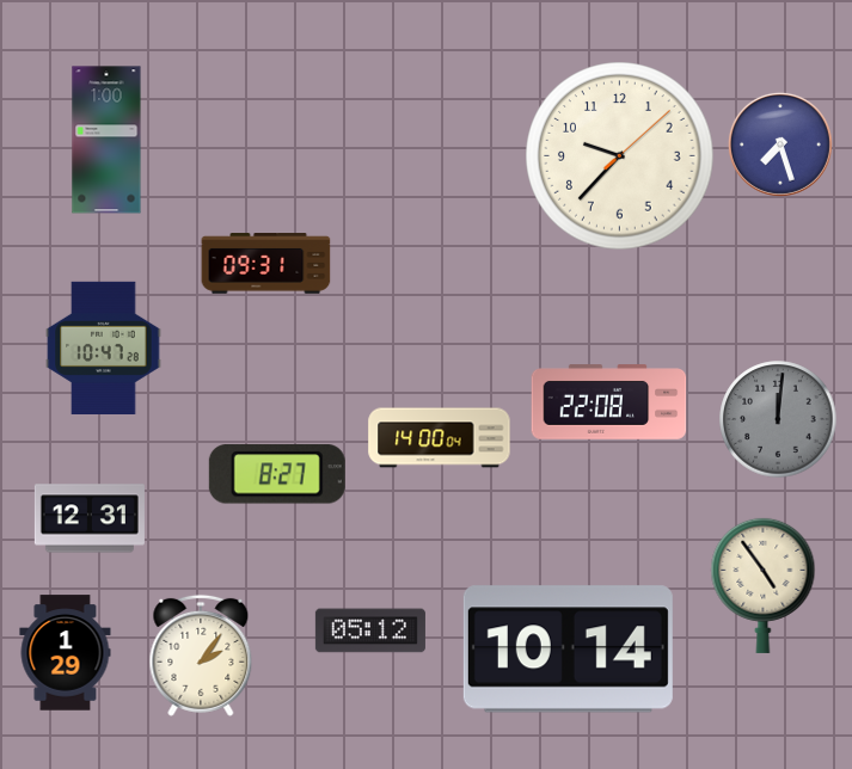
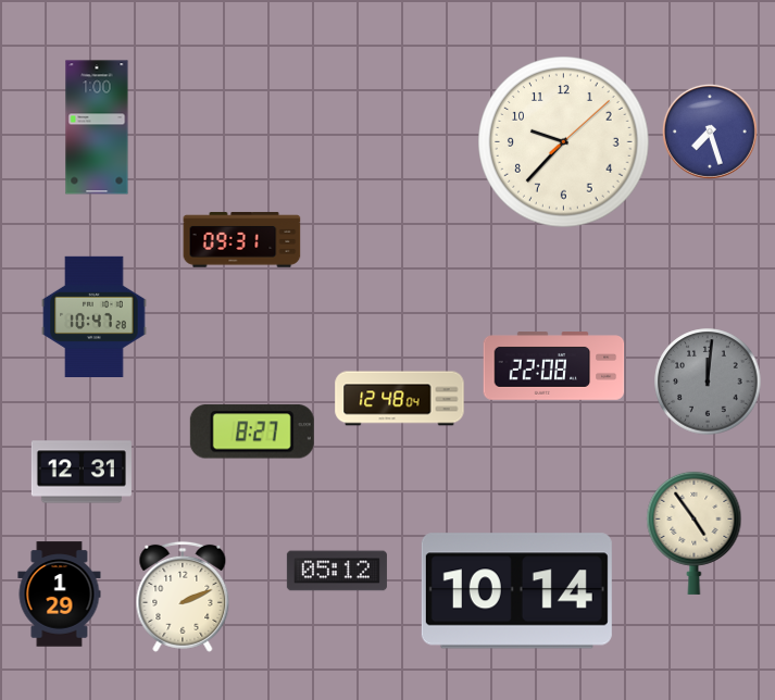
clock at (440, 438): 14:00 -> 12:48
clock at (370, 630) position: (370, 630) -> (337, 571)
clock at (201, 656): 2:06 -> 2:11
